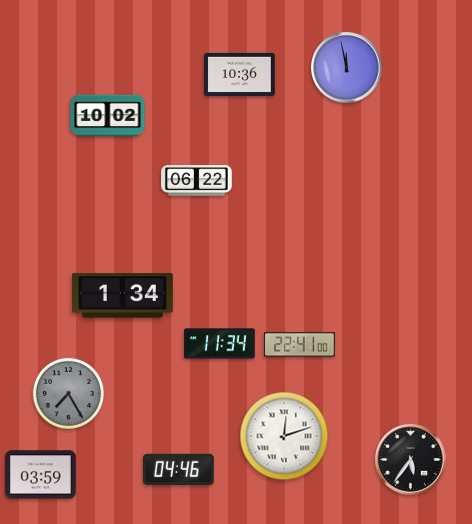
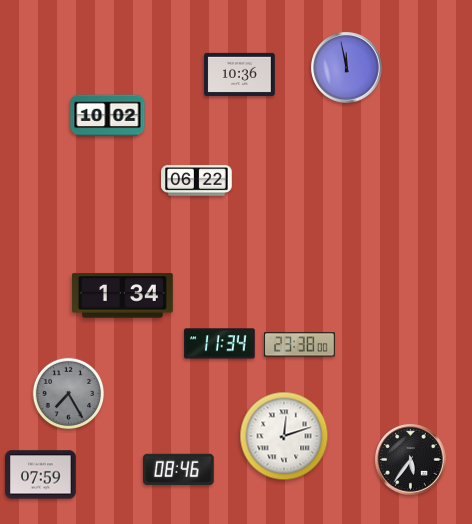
clock at (300, 345): 22:41 -> 23:38
clock at (179, 469): 04:46 -> 08:46
clock at (41, 475): 03:59 -> 07:59
